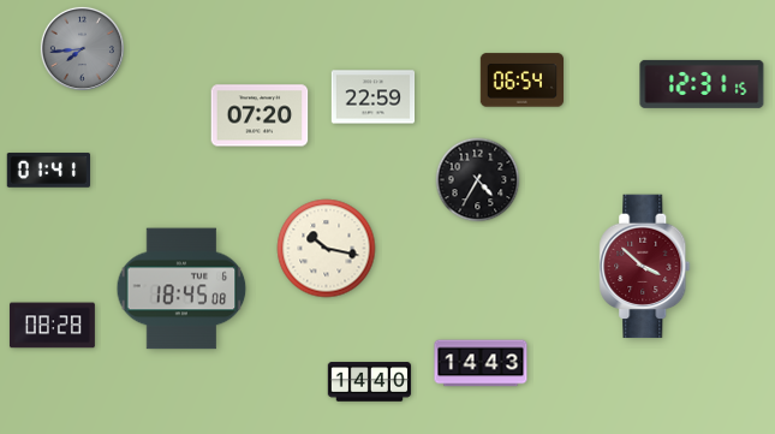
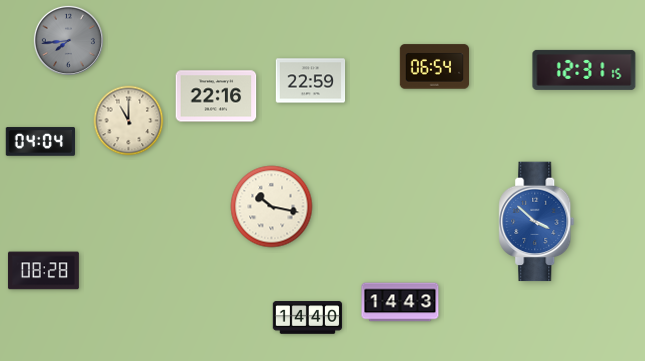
clock at (260, 115): 07:20 -> 22:16
clock at (129, 121): none -> 11:00
clock at (48, 171): 01:41 -> 04:04
clock at (478, 180): 4:35 -> none
clock at (645, 267) dial: burgundy -> blue
clock at (181, 289): 18:45 -> none
